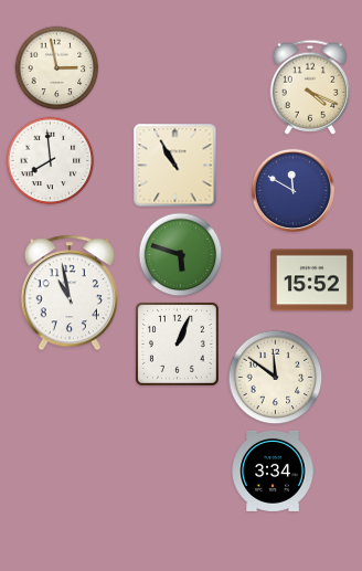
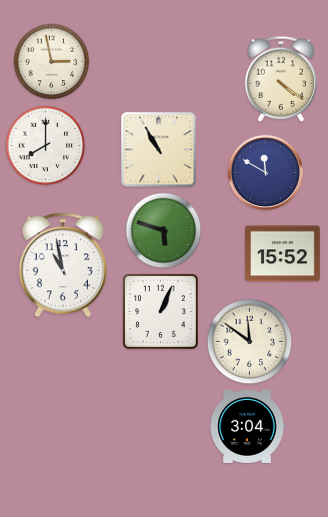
clock at (310, 87): 4:19 -> 4:21
clock at (51, 161): 7:59 -> 8:00
clock at (273, 470): 3:34 -> 3:04
